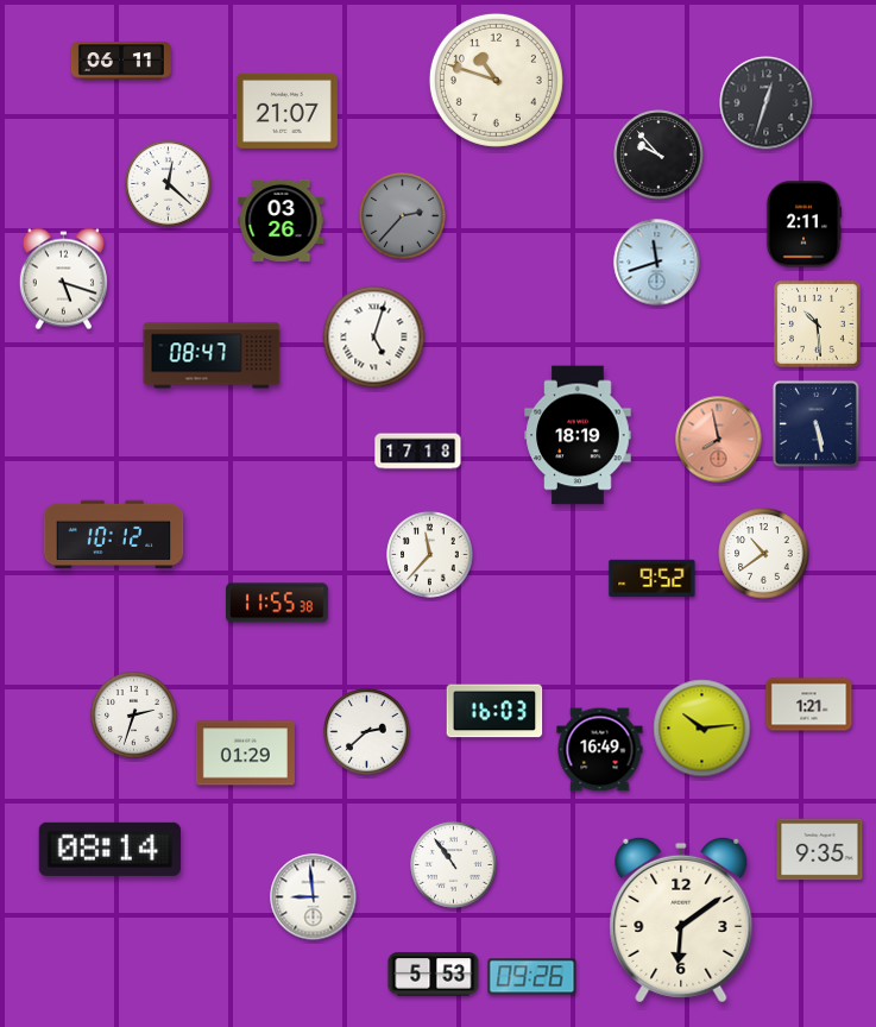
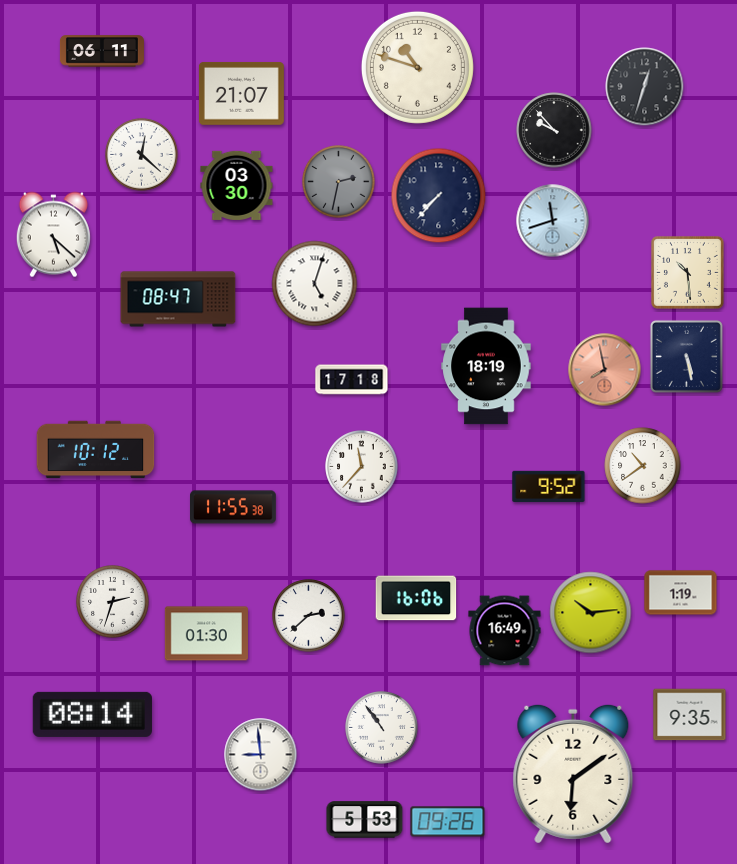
clock at (403, 216): 2:37 -> 2:32
clock at (282, 220): 03:26 -> 03:30
clock at (803, 225): 2:11 -> none
clock at (439, 196): none -> 7:37
clock at (63, 279): 5:18 -> 5:22
clock at (809, 705): 1:21 -> 1:19
clock at (494, 711): 16:03 -> 16:06
clock at (245, 754): 01:29 -> 01:30
clock at (314, 897) position: (314, 897) -> (261, 755)
